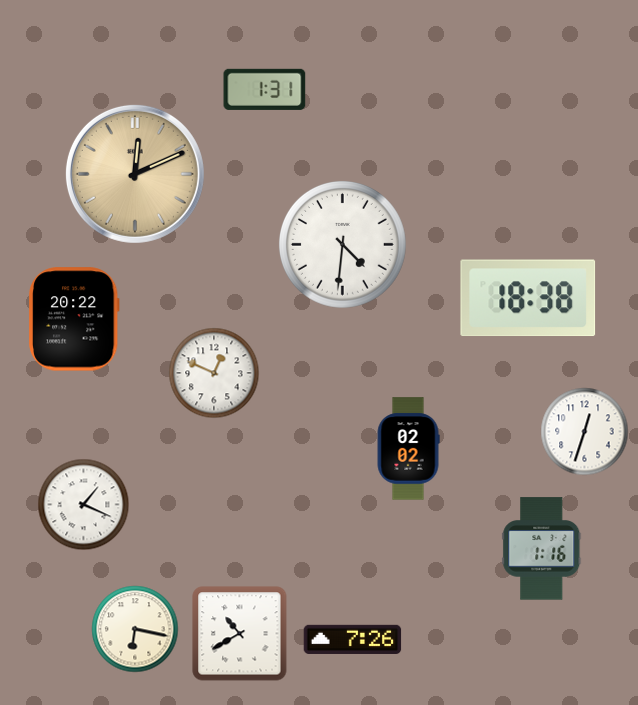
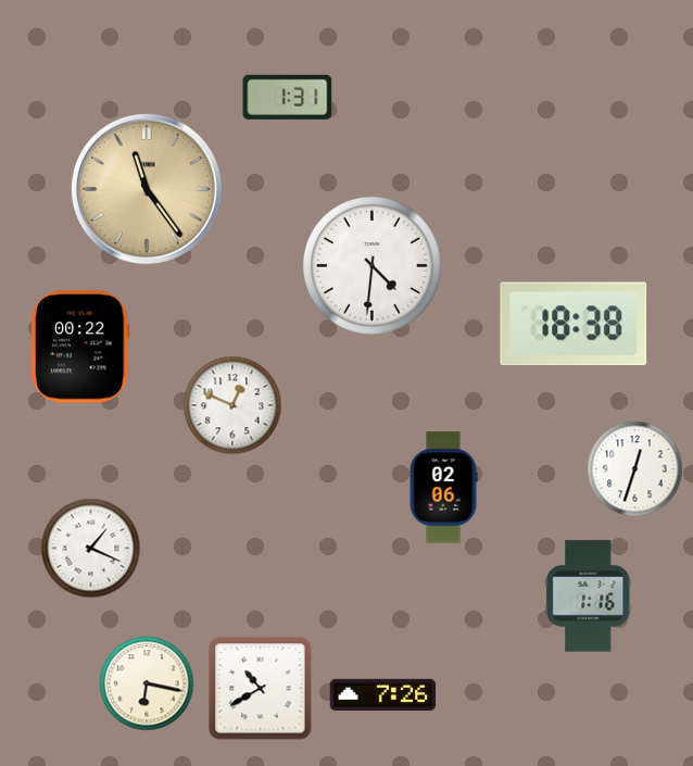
clock at (135, 174): 12:11 -> 11:24
clock at (75, 319): 20:22 -> 00:22
clock at (408, 449): 02:02 -> 02:06
